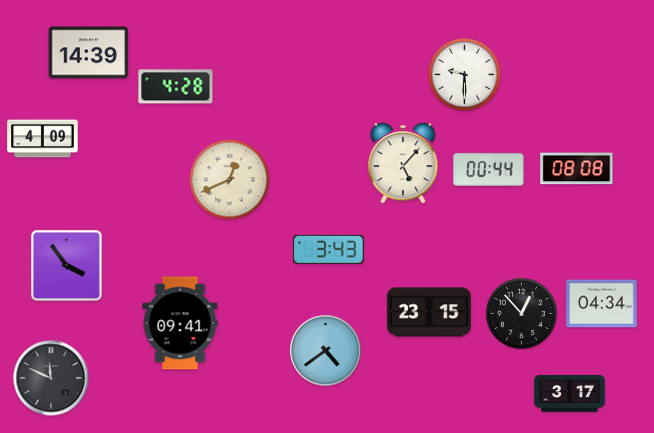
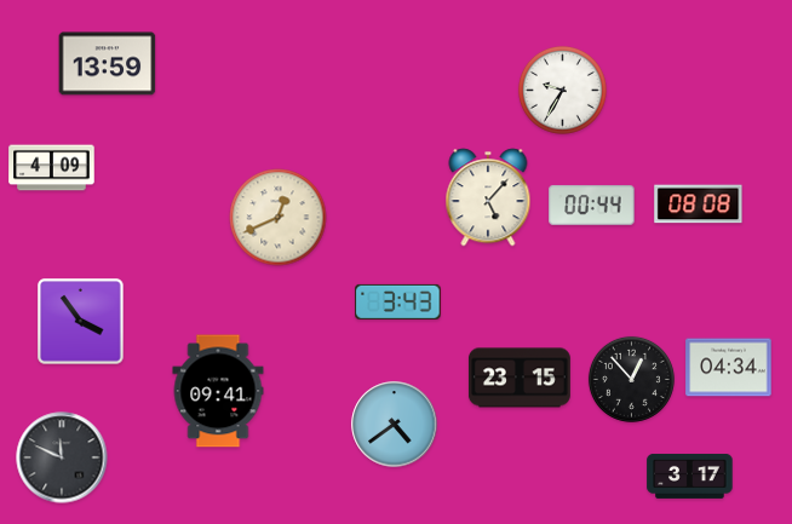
clock at (89, 53): 14:39 -> 13:59
clock at (464, 74): 9:30 -> 9:35
clock at (176, 87): 4:28 -> none
